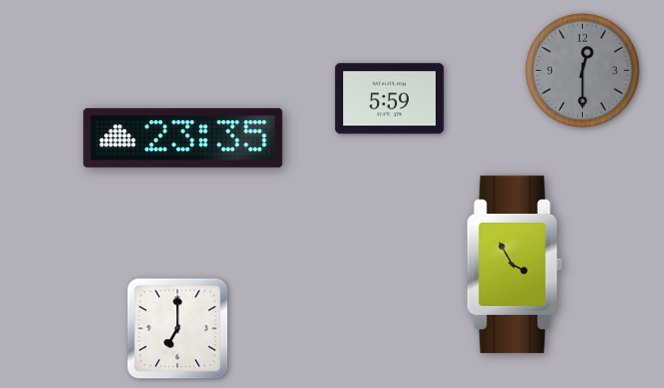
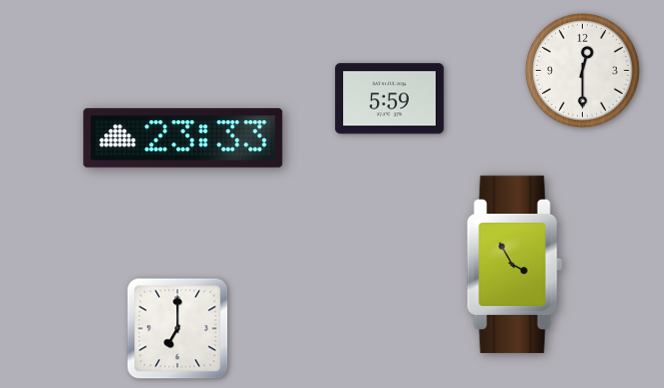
clock at (583, 71) dial: grey -> white
clock at (183, 138): 23:35 -> 23:33
